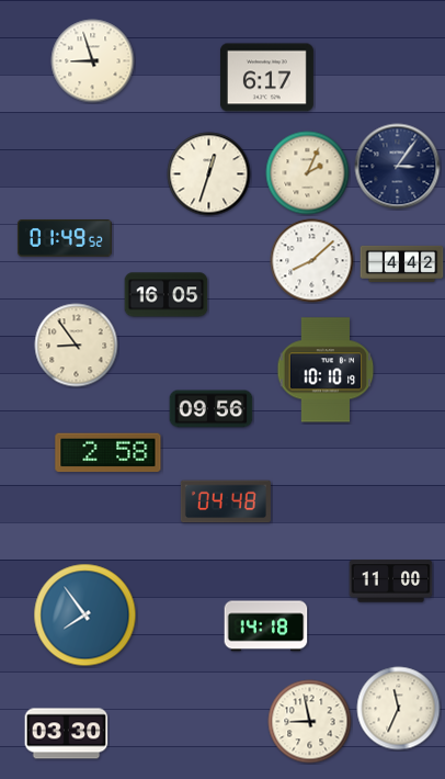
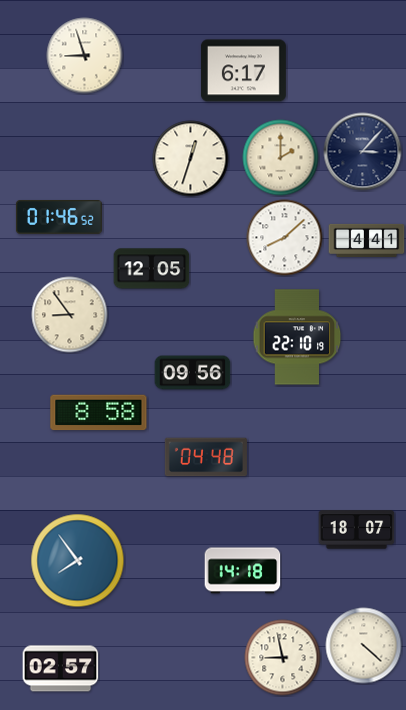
clock at (398, 167): 3:06 -> 3:07
clock at (308, 173): 2:04 -> 2:00
clock at (65, 239): 01:49 -> 01:46
clock at (402, 263): 4:42 -> 4:41
clock at (167, 295): 16:05 -> 12:05
clock at (326, 370): 10:10 -> 22:10
clock at (109, 453): 2:58 -> 8:58
clock at (391, 582): 11:00 -> 18:07
clock at (399, 709): 11:34 -> 4:22
clock at (67, 734): 03:30 -> 02:57
